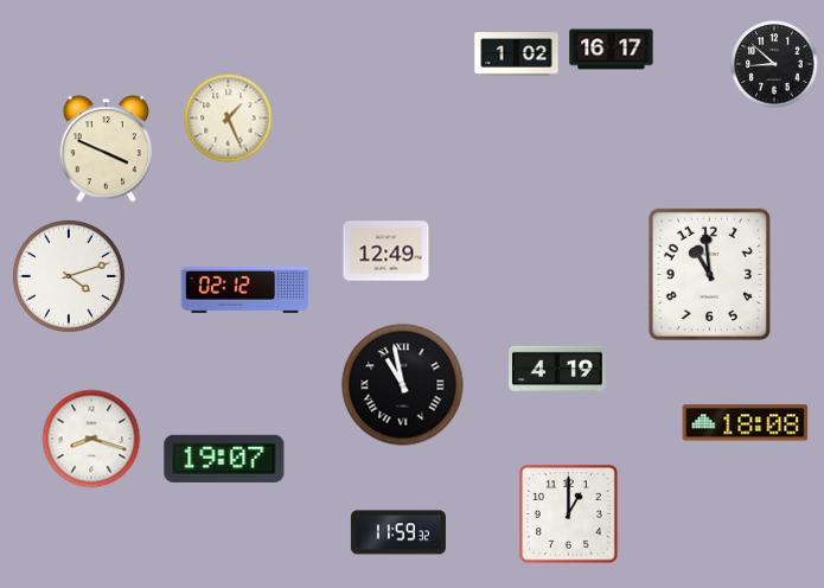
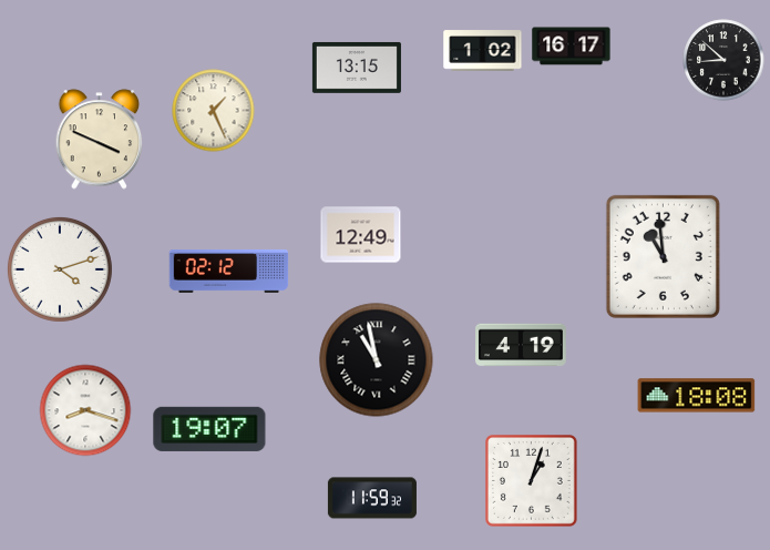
clock at (357, 68): none -> 13:15
clock at (69, 276) position: (69, 276) -> (60, 269)
clock at (568, 513): 1:00 -> 1:03
